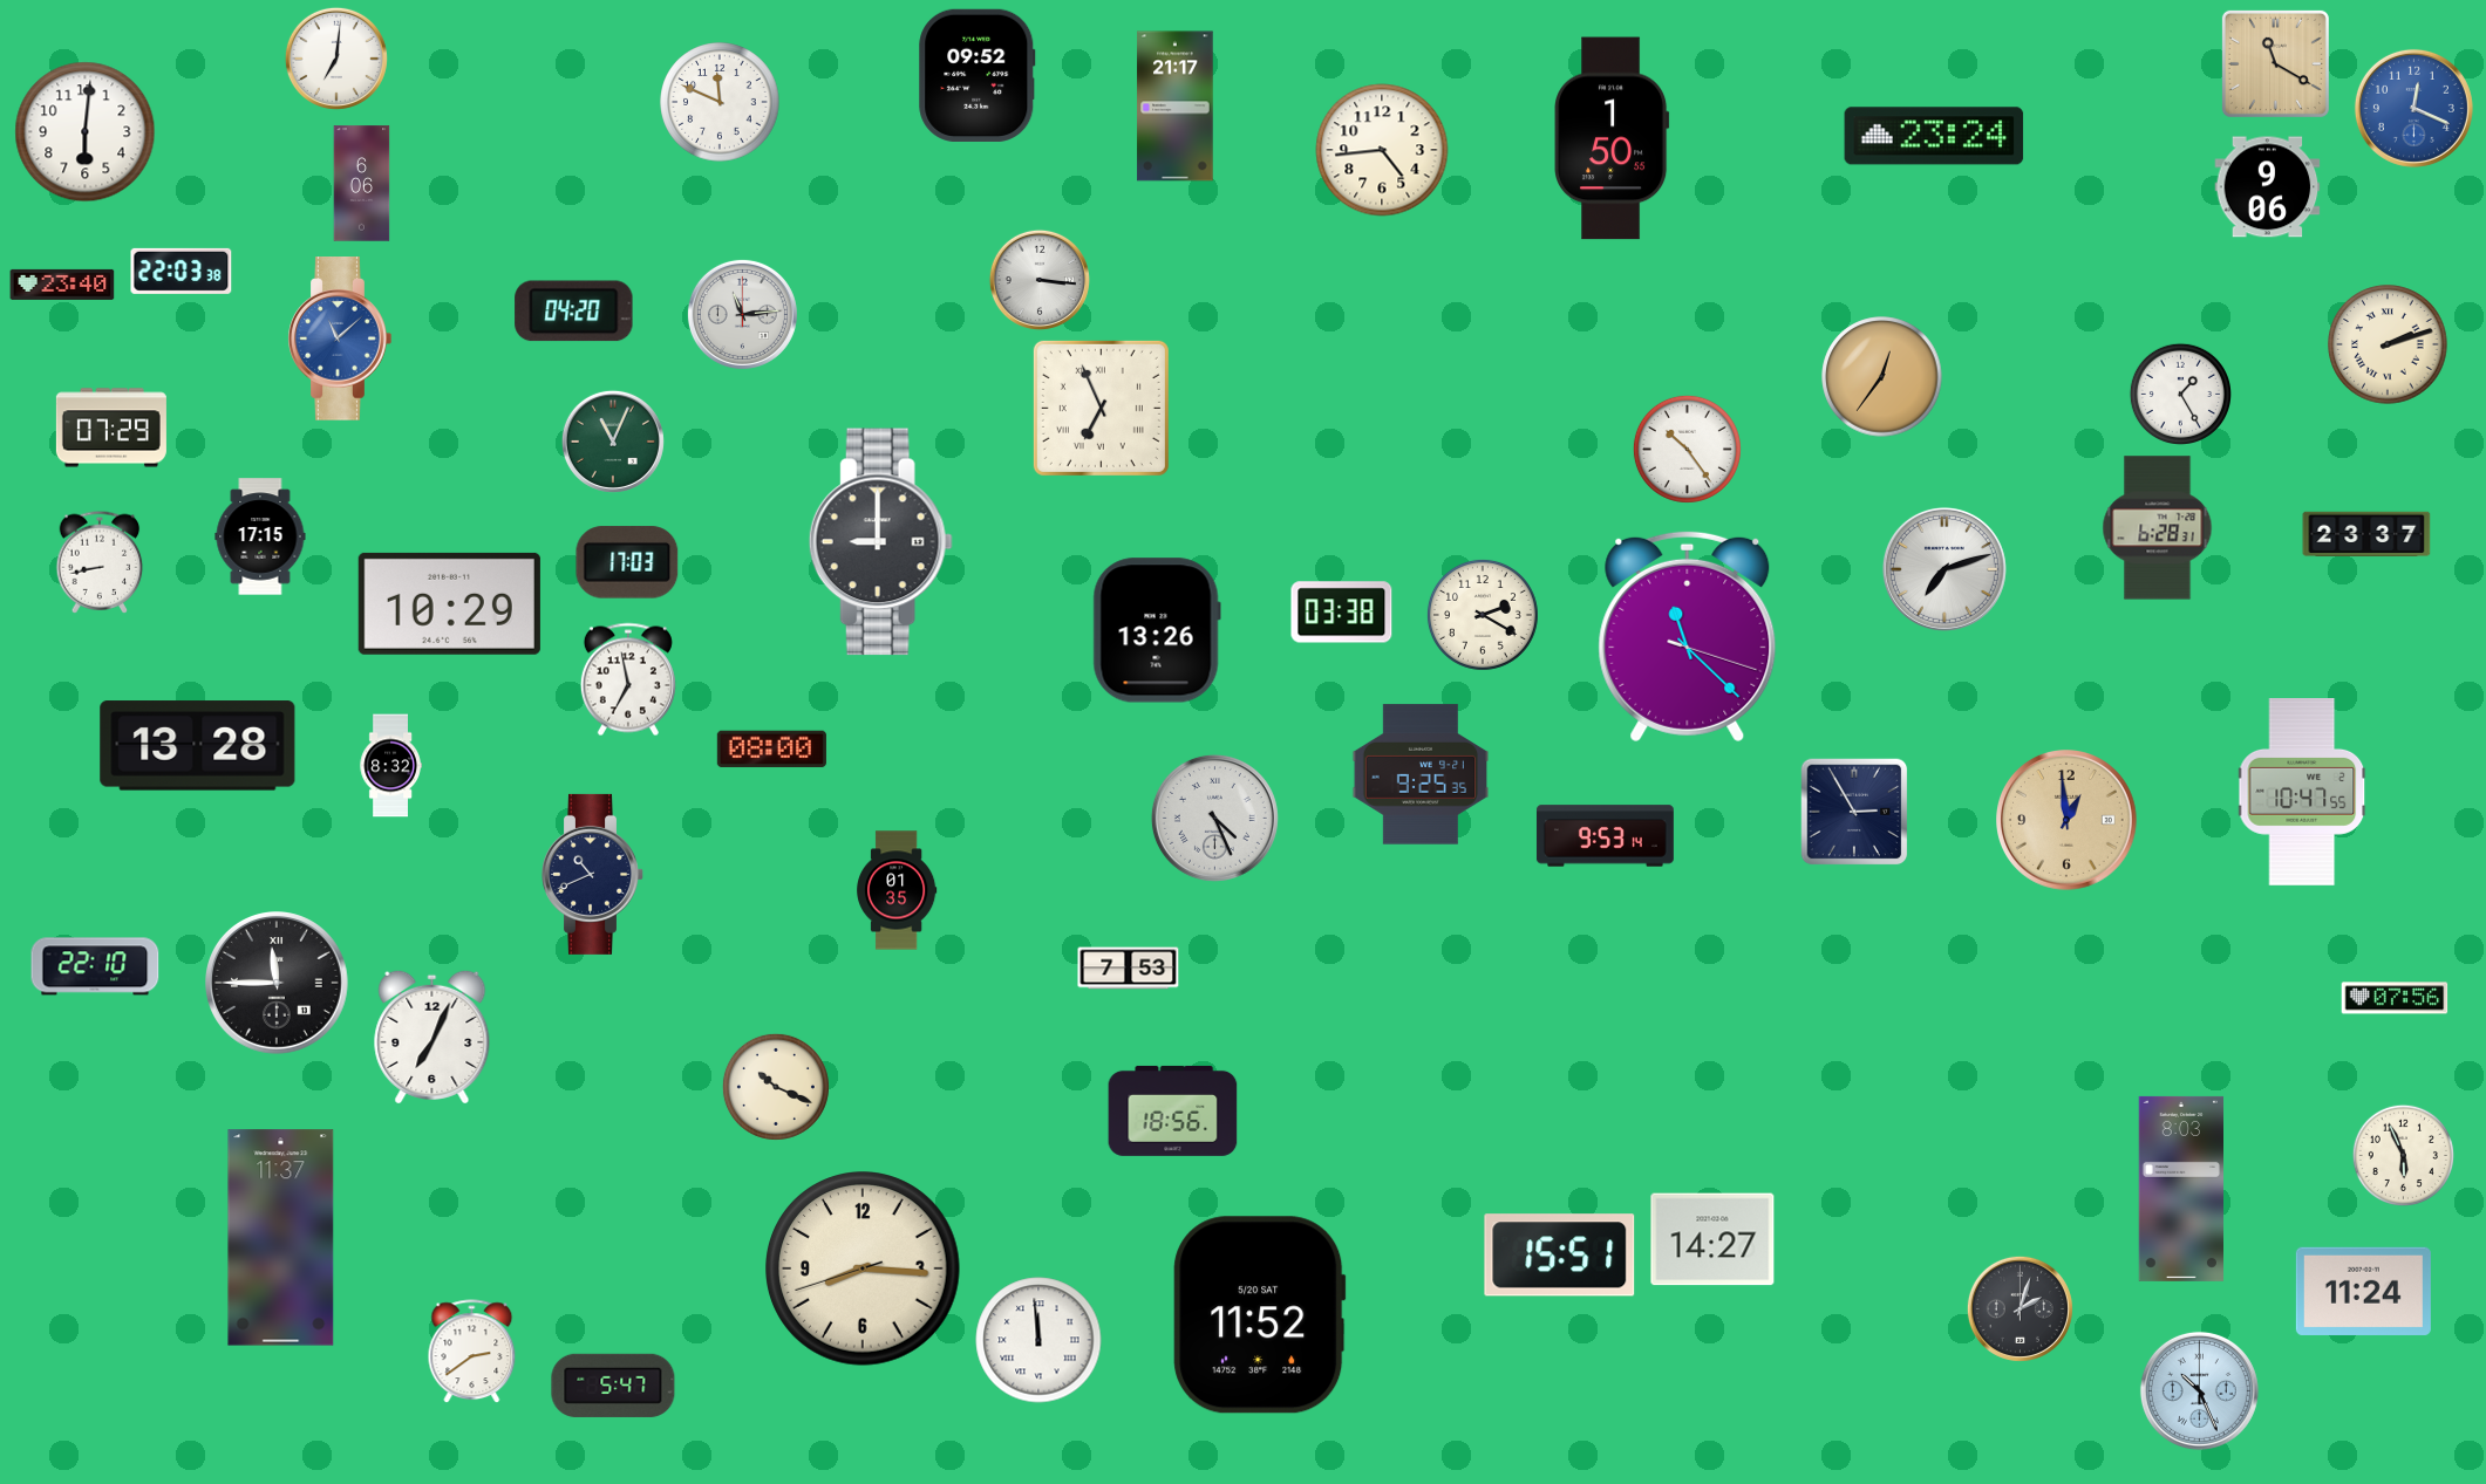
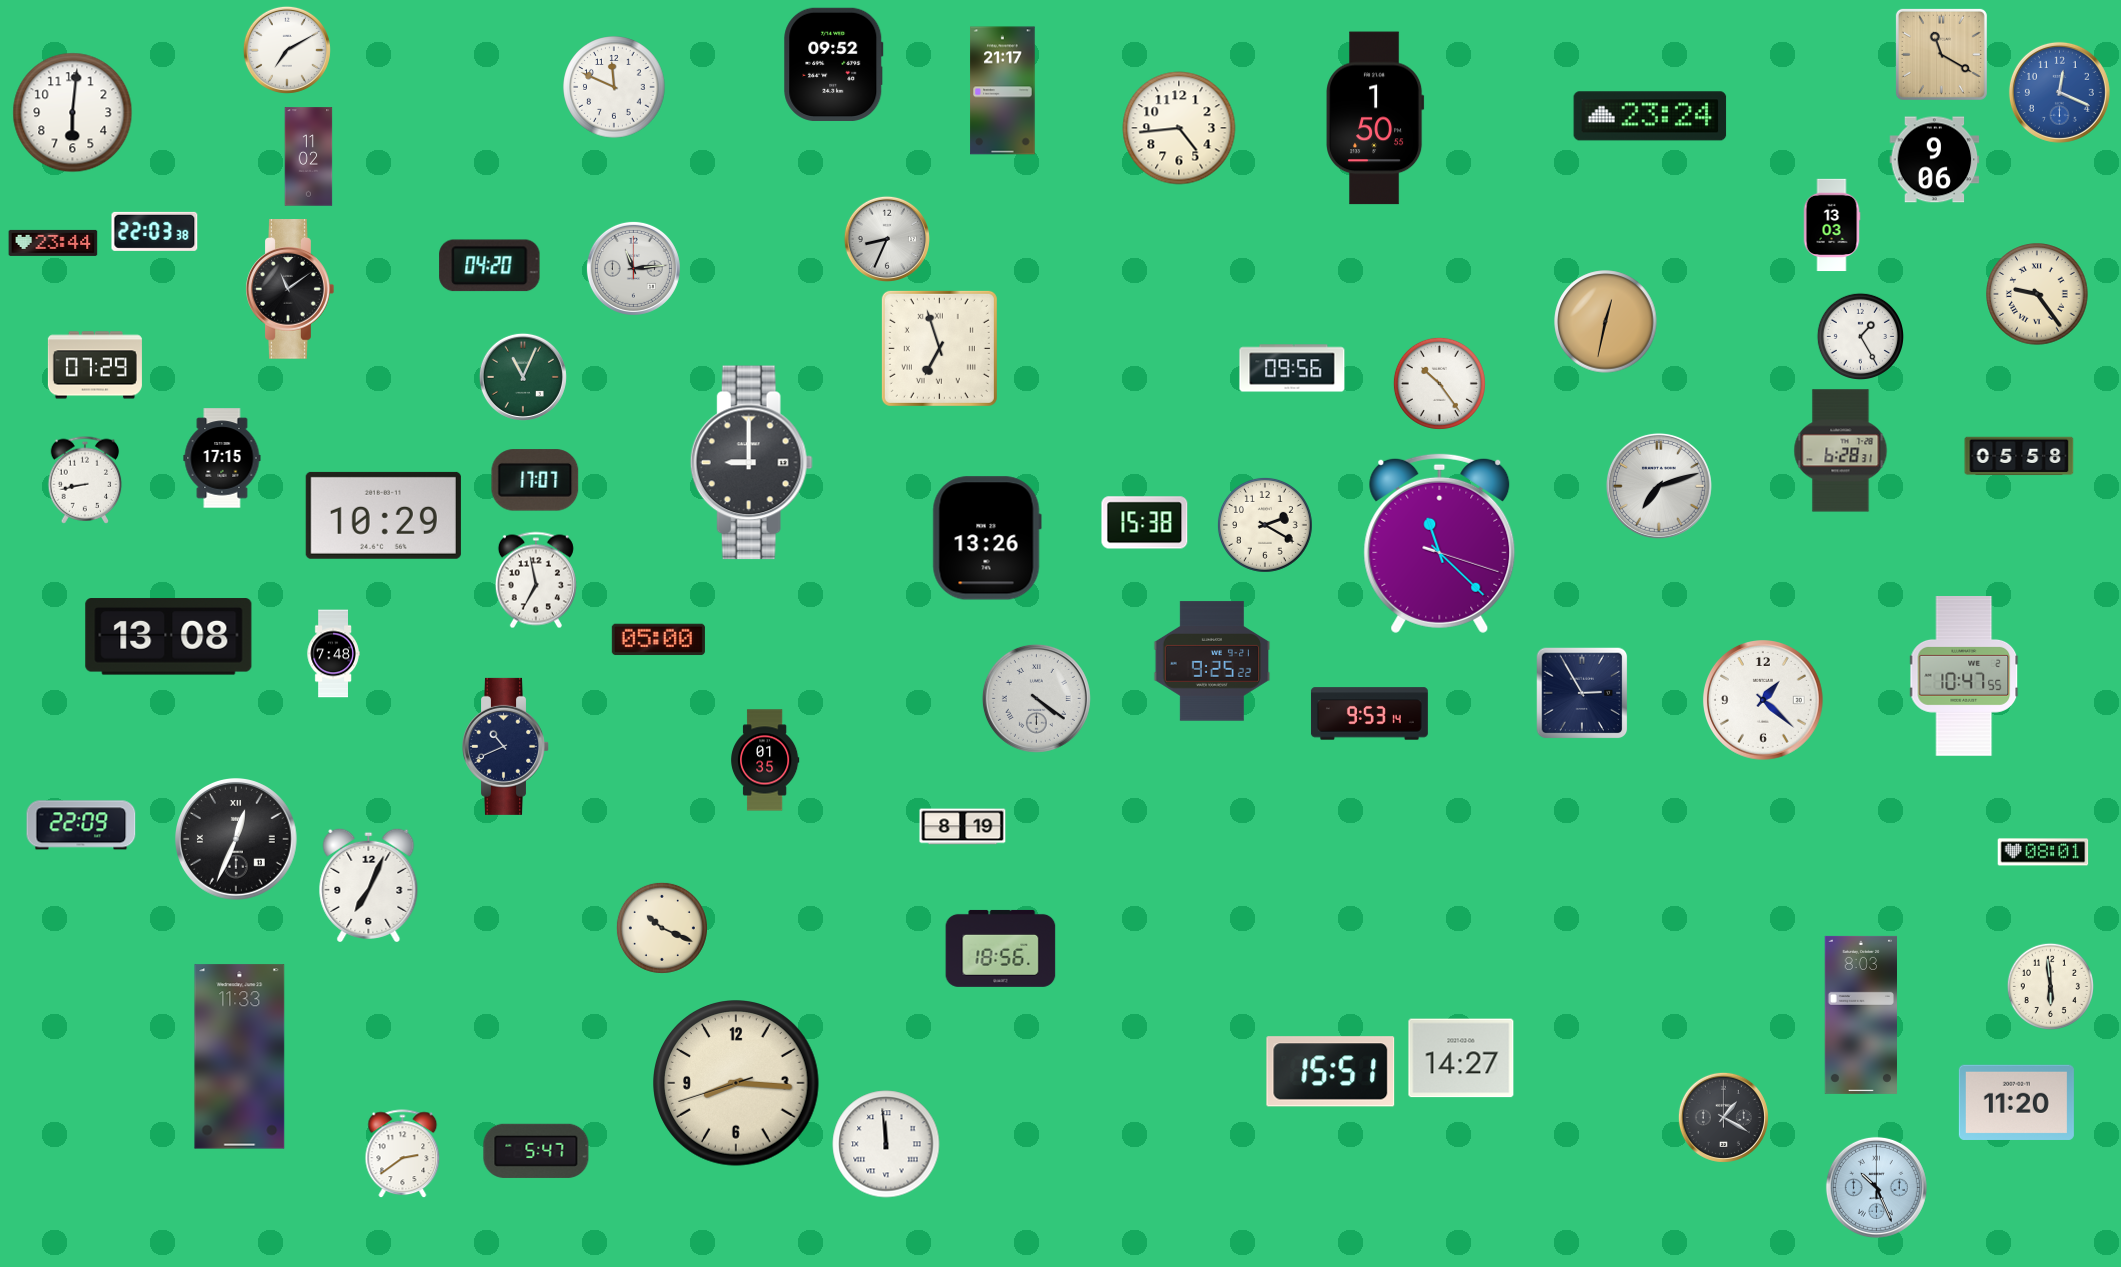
clock at (336, 59): 7:01 -> 7:10
clock at (362, 184): 6:06 -> 11:02
clock at (1832, 225): none -> 13:03
clock at (1040, 280): 3:16 -> 8:34
clock at (62, 285): 23:40 -> 23:44
clock at (340, 338): 11:08 -> 11:09
clock at (340, 338) dial: blue -> black
clock at (2388, 344): 2:12 -> 9:24
clock at (1882, 377): 12:36 -> 12:32
clock at (1101, 408): 6:56 -> 6:57
clock at (1292, 368): none -> 09:56
clock at (2366, 534): 23:37 -> 05:58
clock at (627, 562): 17:03 -> 17:07
clock at (1342, 613): 03:38 -> 15:38
clock at (198, 746): 13:28 -> 13:08
clock at (771, 750): 08:00 -> 05:00
clock at (390, 766): 8:32 -> 7:48
clock at (1421, 774): 9:25:35 -> 9:25:22
clock at (1214, 818): 4:26 -> 4:21
clock at (2068, 821): 12:59 -> 1:22
clock at (2068, 821) dial: champagne -> white
clock at (95, 966): 22:10 -> 22:09
clock at (1129, 969): 7:53 -> 8:19
clock at (278, 984): 11:45 -> 12:34
clock at (2395, 998): 07:56 -> 08:01
clock at (2403, 1155): 5:56 -> 5:59
clock at (281, 1238): 11:37 -> 11:33
clock at (2363, 1291): 11:24 -> 11:20
clock at (2020, 1308): 2:03 -> 1:20
clock at (1260, 1315): 11:52 -> none
clock at (613, 1386) position: (613, 1386) -> (536, 1151)
